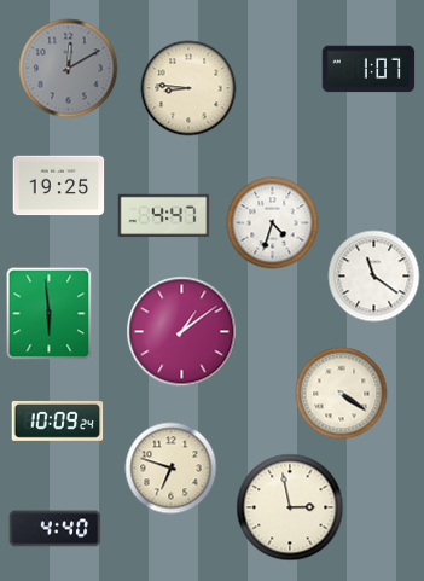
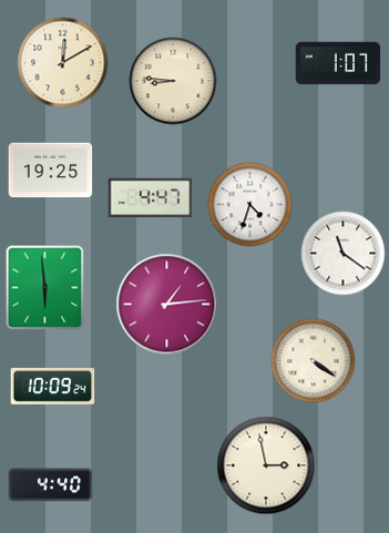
clock at (69, 69) dial: grey -> cream
clock at (59, 186) position: (59, 186) -> (51, 171)
clock at (182, 332): 1:09 -> 1:14
clock at (172, 469): 6:48 -> none
